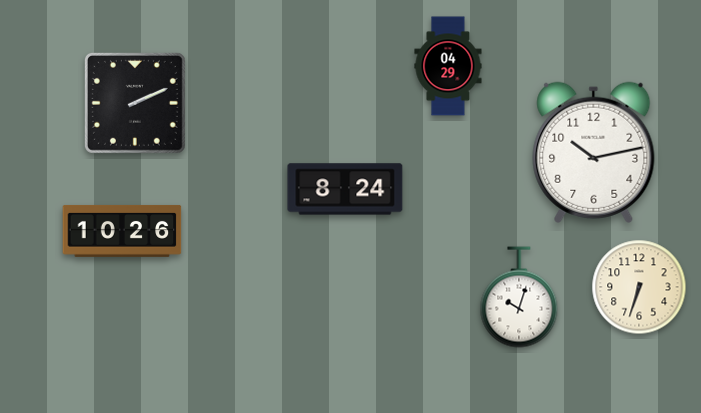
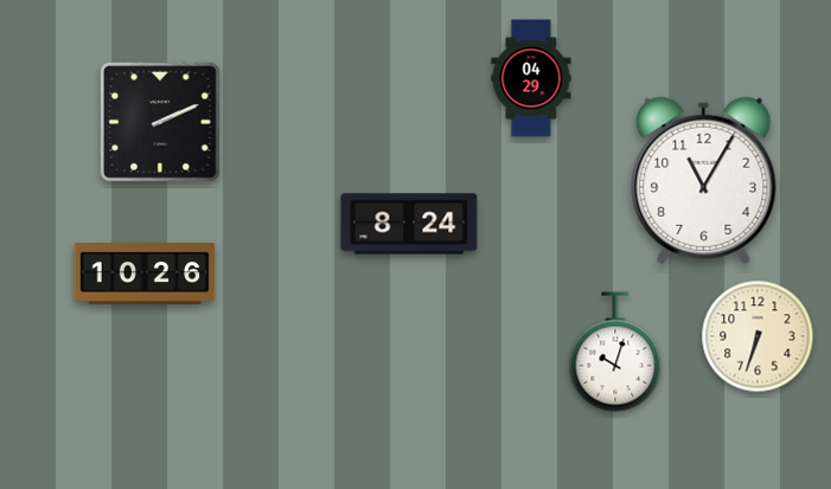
clock at (594, 152): 10:13 -> 11:05
clock at (639, 287) position: (639, 287) -> (758, 336)
